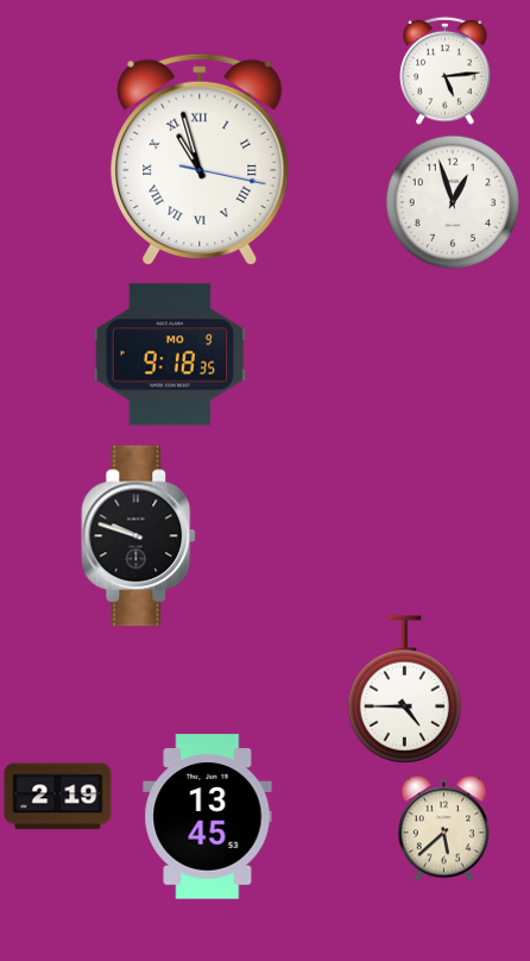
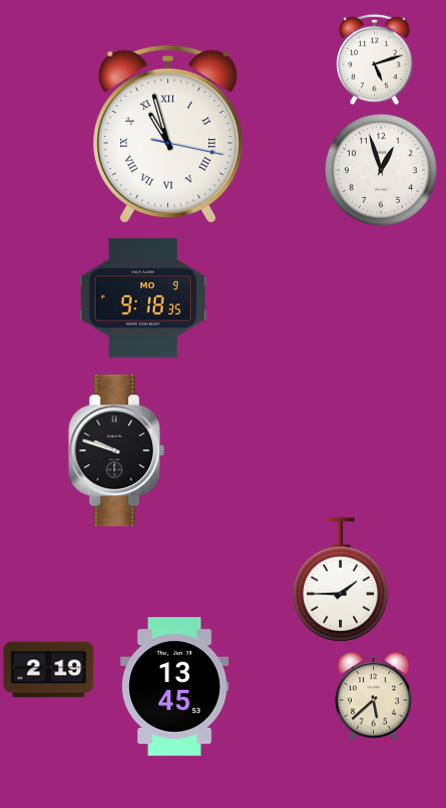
clock at (446, 70): 5:14 -> 5:12
clock at (404, 690): 4:45 -> 1:45
